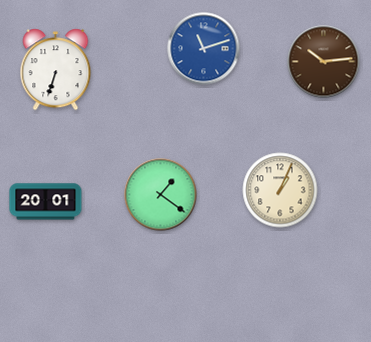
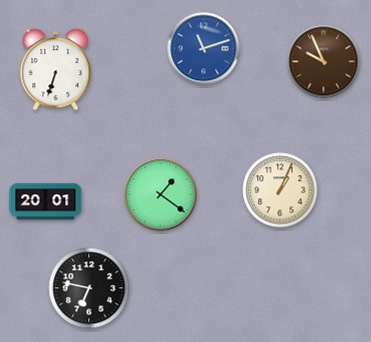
clock at (324, 62): 10:14 -> 9:56
clock at (89, 288): none -> 6:47
